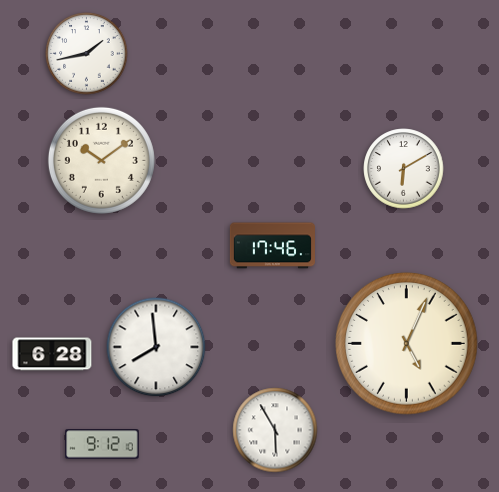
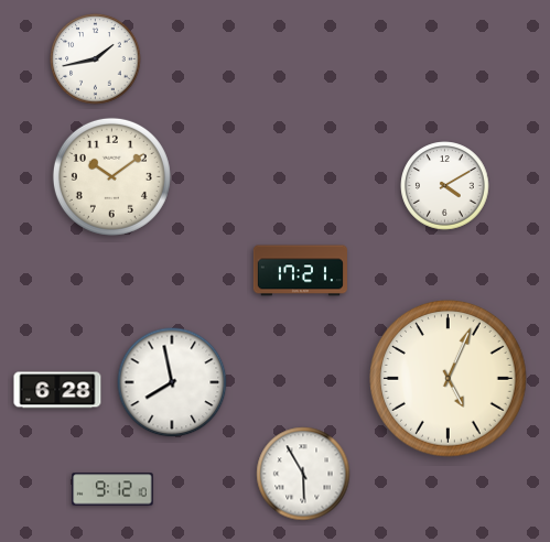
clock at (404, 169): 6:10 -> 4:10
clock at (272, 246): 17:46 -> 17:21
clock at (156, 347): 7:59 -> 7:58
